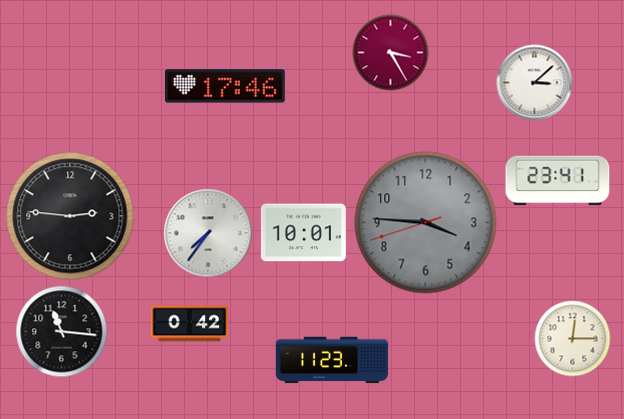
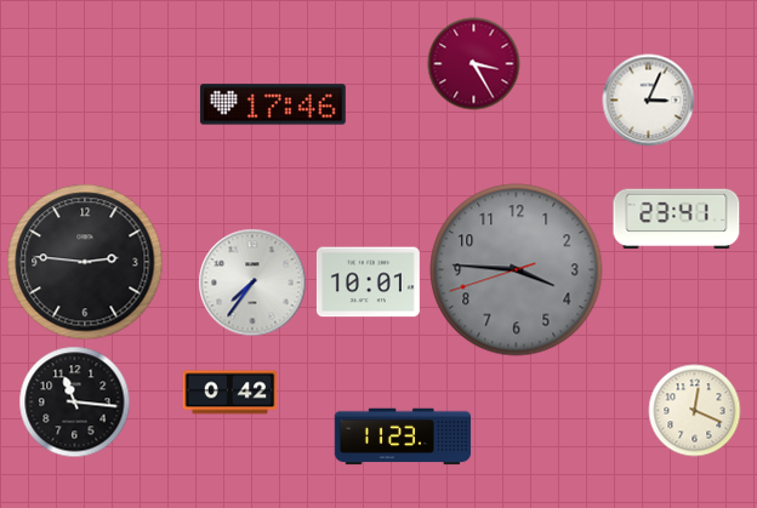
clock at (535, 83): 3:08 -> 3:04
clock at (573, 339): 12:15 -> 12:19
